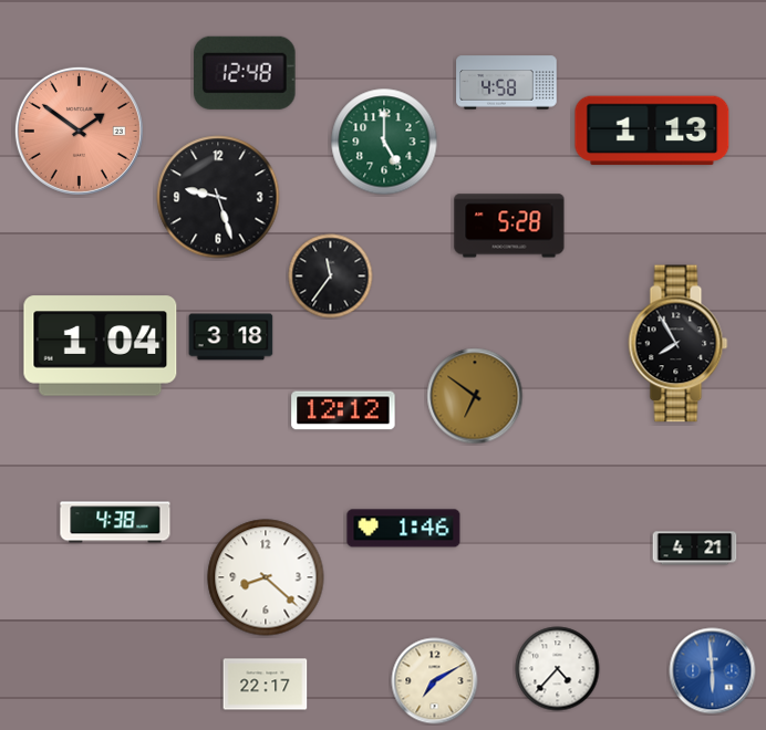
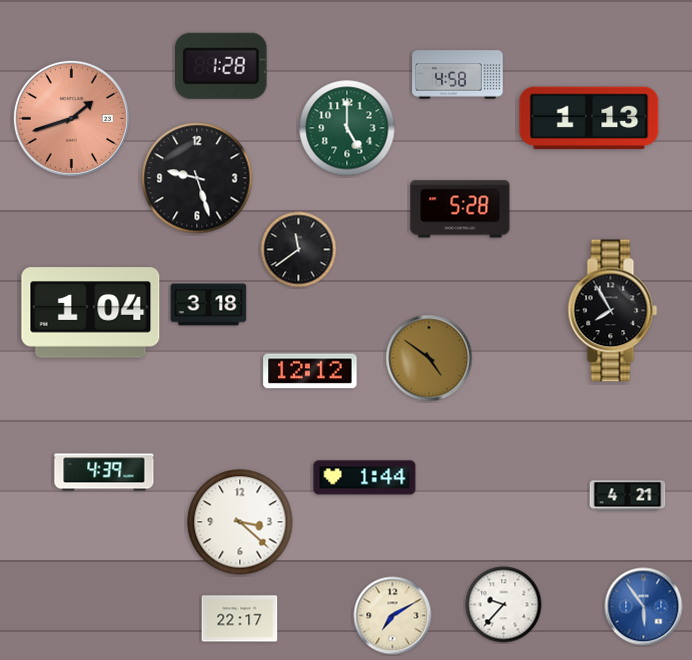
clock at (246, 73): 12:48 -> 1:28
clock at (79, 131): 1:51 -> 1:42
clock at (509, 226) position: (509, 226) -> (460, 209)
clock at (331, 277): 11:36 -> 11:39
clock at (475, 396): 6:51 -> 4:51
clock at (115, 522): 4:38 -> 4:39
clock at (404, 529): 1:46 -> 1:44
clock at (266, 577): 8:22 -> 3:22
clock at (558, 669): 4:37 -> 9:37
clock at (713, 671): 5:59 -> 5:54
